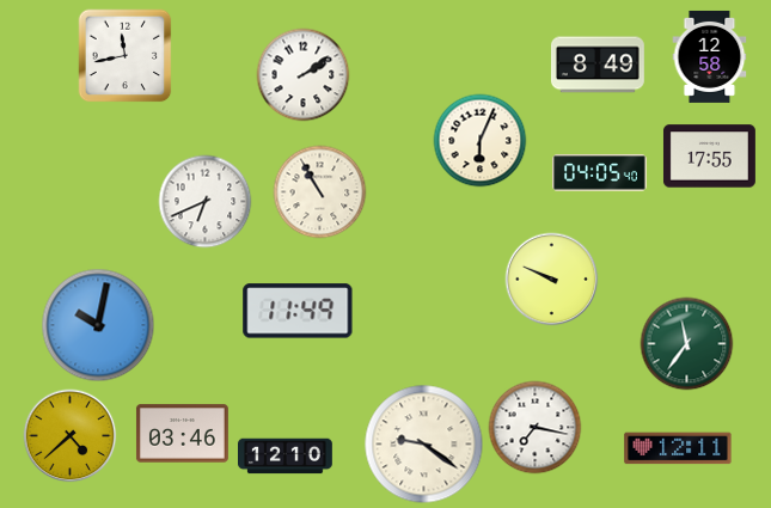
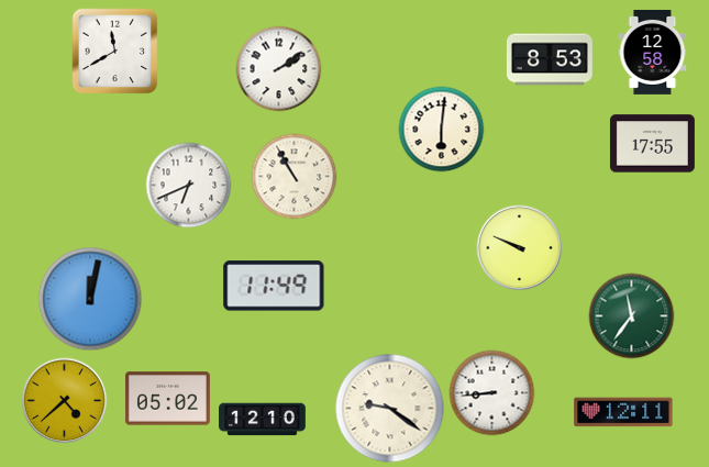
clock at (124, 55): 11:43 -> 11:40
clock at (598, 65): 8:49 -> 8:53
clock at (479, 140): 6:04 -> 6:01
clock at (600, 173): 04:05 -> none
clock at (551, 279) position: (551, 279) -> (519, 247)
clock at (98, 325): 10:02 -> 12:02
clock at (534, 427): 7:17 -> 8:44
clock at (182, 434): 03:46 -> 05:02
